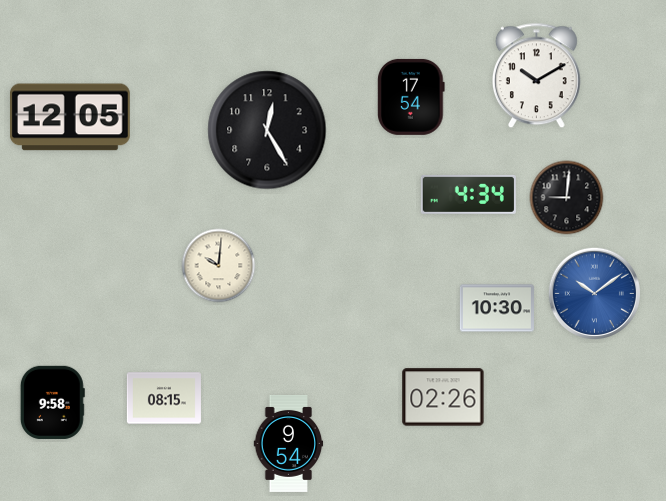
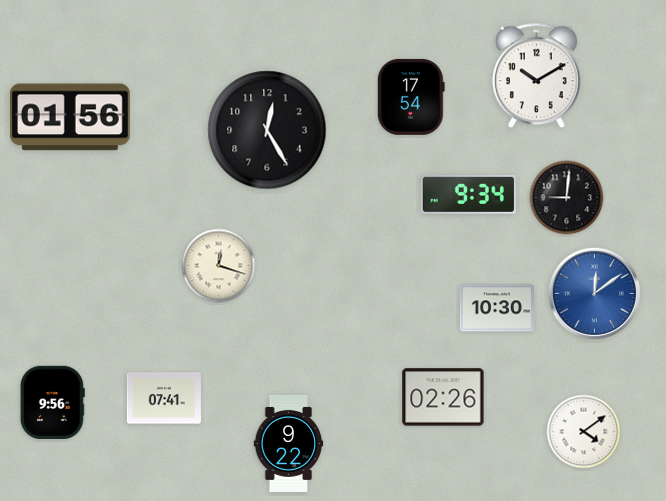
clock at (70, 117): 12:05 -> 01:56
clock at (468, 194): 4:34 -> 9:34
clock at (219, 266): 10:01 -> 12:18
clock at (594, 293): 10:09 -> 12:09
clock at (164, 398): 08:15 -> 07:41
clock at (52, 402): 9:58 -> 9:56
clock at (584, 432): none -> 4:09
clock at (289, 443): 9:54 -> 9:22
